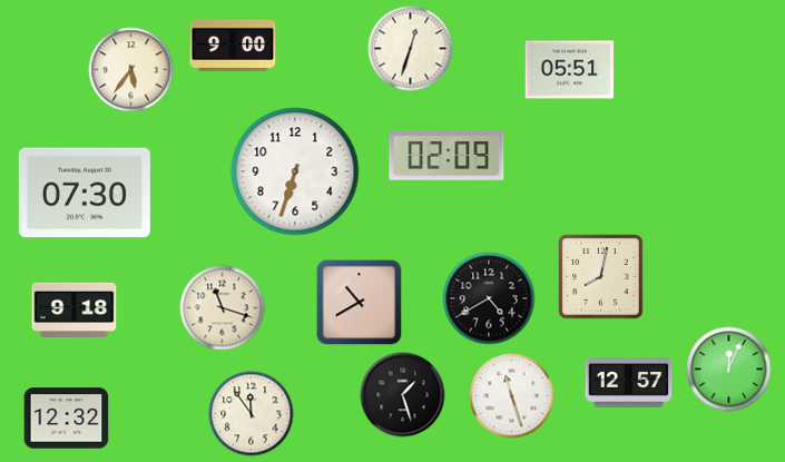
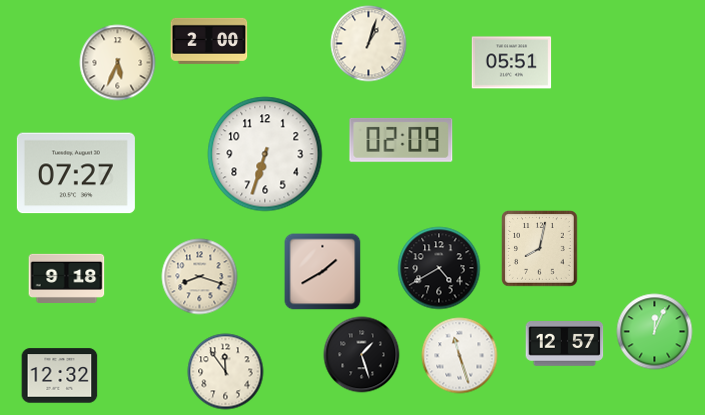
clock at (233, 46): 9:00 -> 2:00
clock at (411, 49): 12:33 -> 1:03
clock at (131, 70): 5:36 -> 5:34
clock at (85, 193): 07:30 -> 07:27
clock at (360, 303): 10:40 -> 1:40
clock at (223, 308): 11:18 -> 8:18
